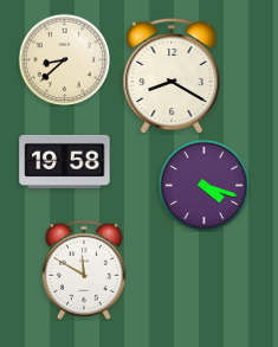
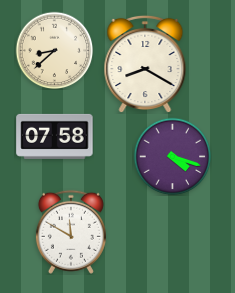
clock at (65, 161): 19:58 -> 07:58
clock at (84, 270) position: (84, 270) -> (71, 232)
